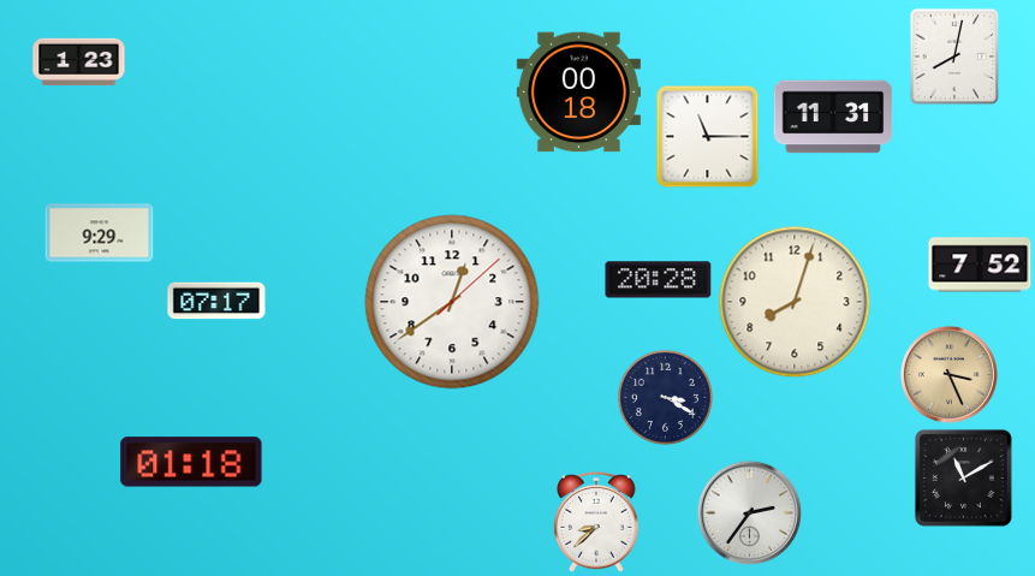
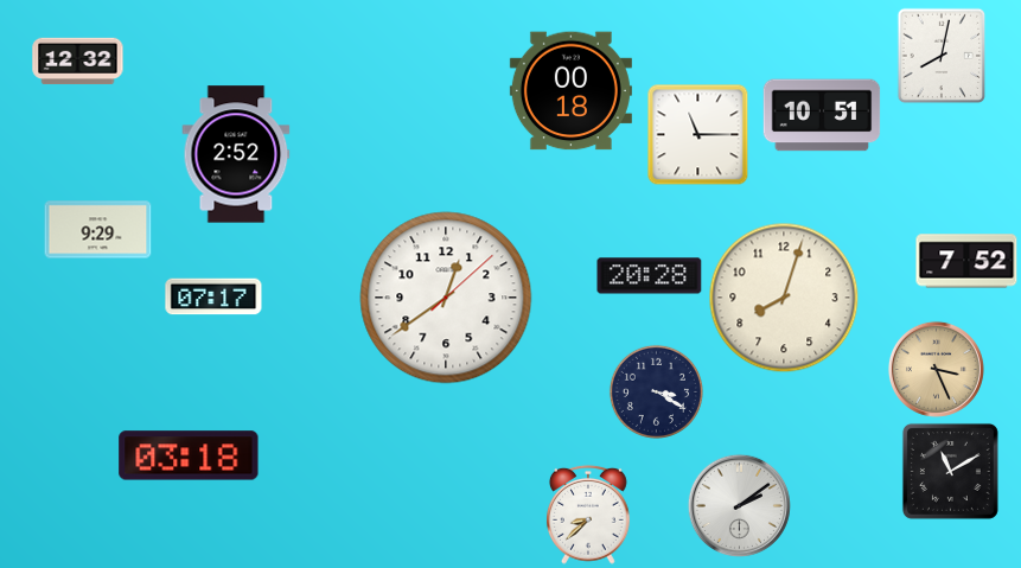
clock at (79, 63): 1:23 -> 12:32
clock at (833, 117): 11:31 -> 10:51
clock at (236, 154): none -> 2:52
clock at (191, 462): 01:18 -> 03:18
clock at (749, 512): 2:36 -> 2:09
